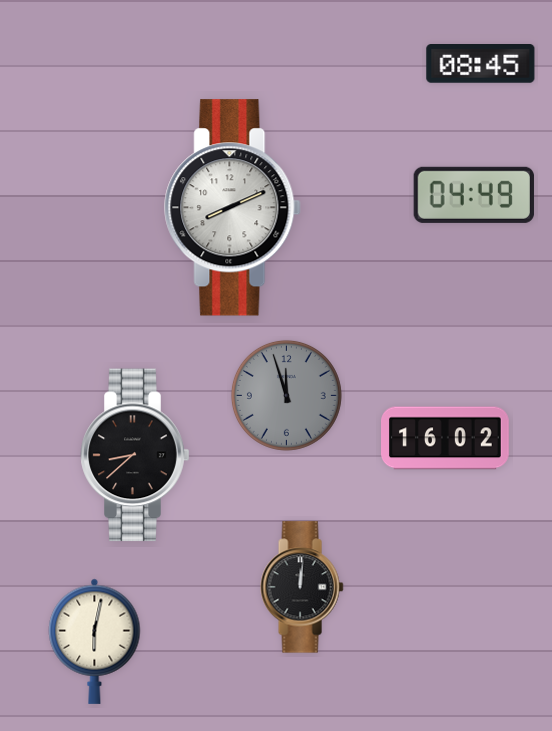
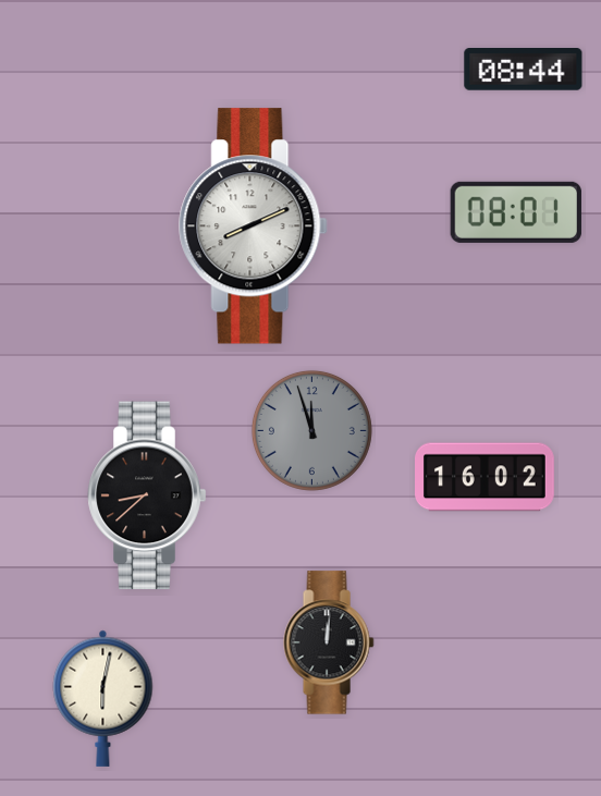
clock at (481, 64): 08:45 -> 08:44
clock at (474, 195): 04:49 -> 08:01
clock at (302, 587) position: (302, 587) -> (329, 642)
